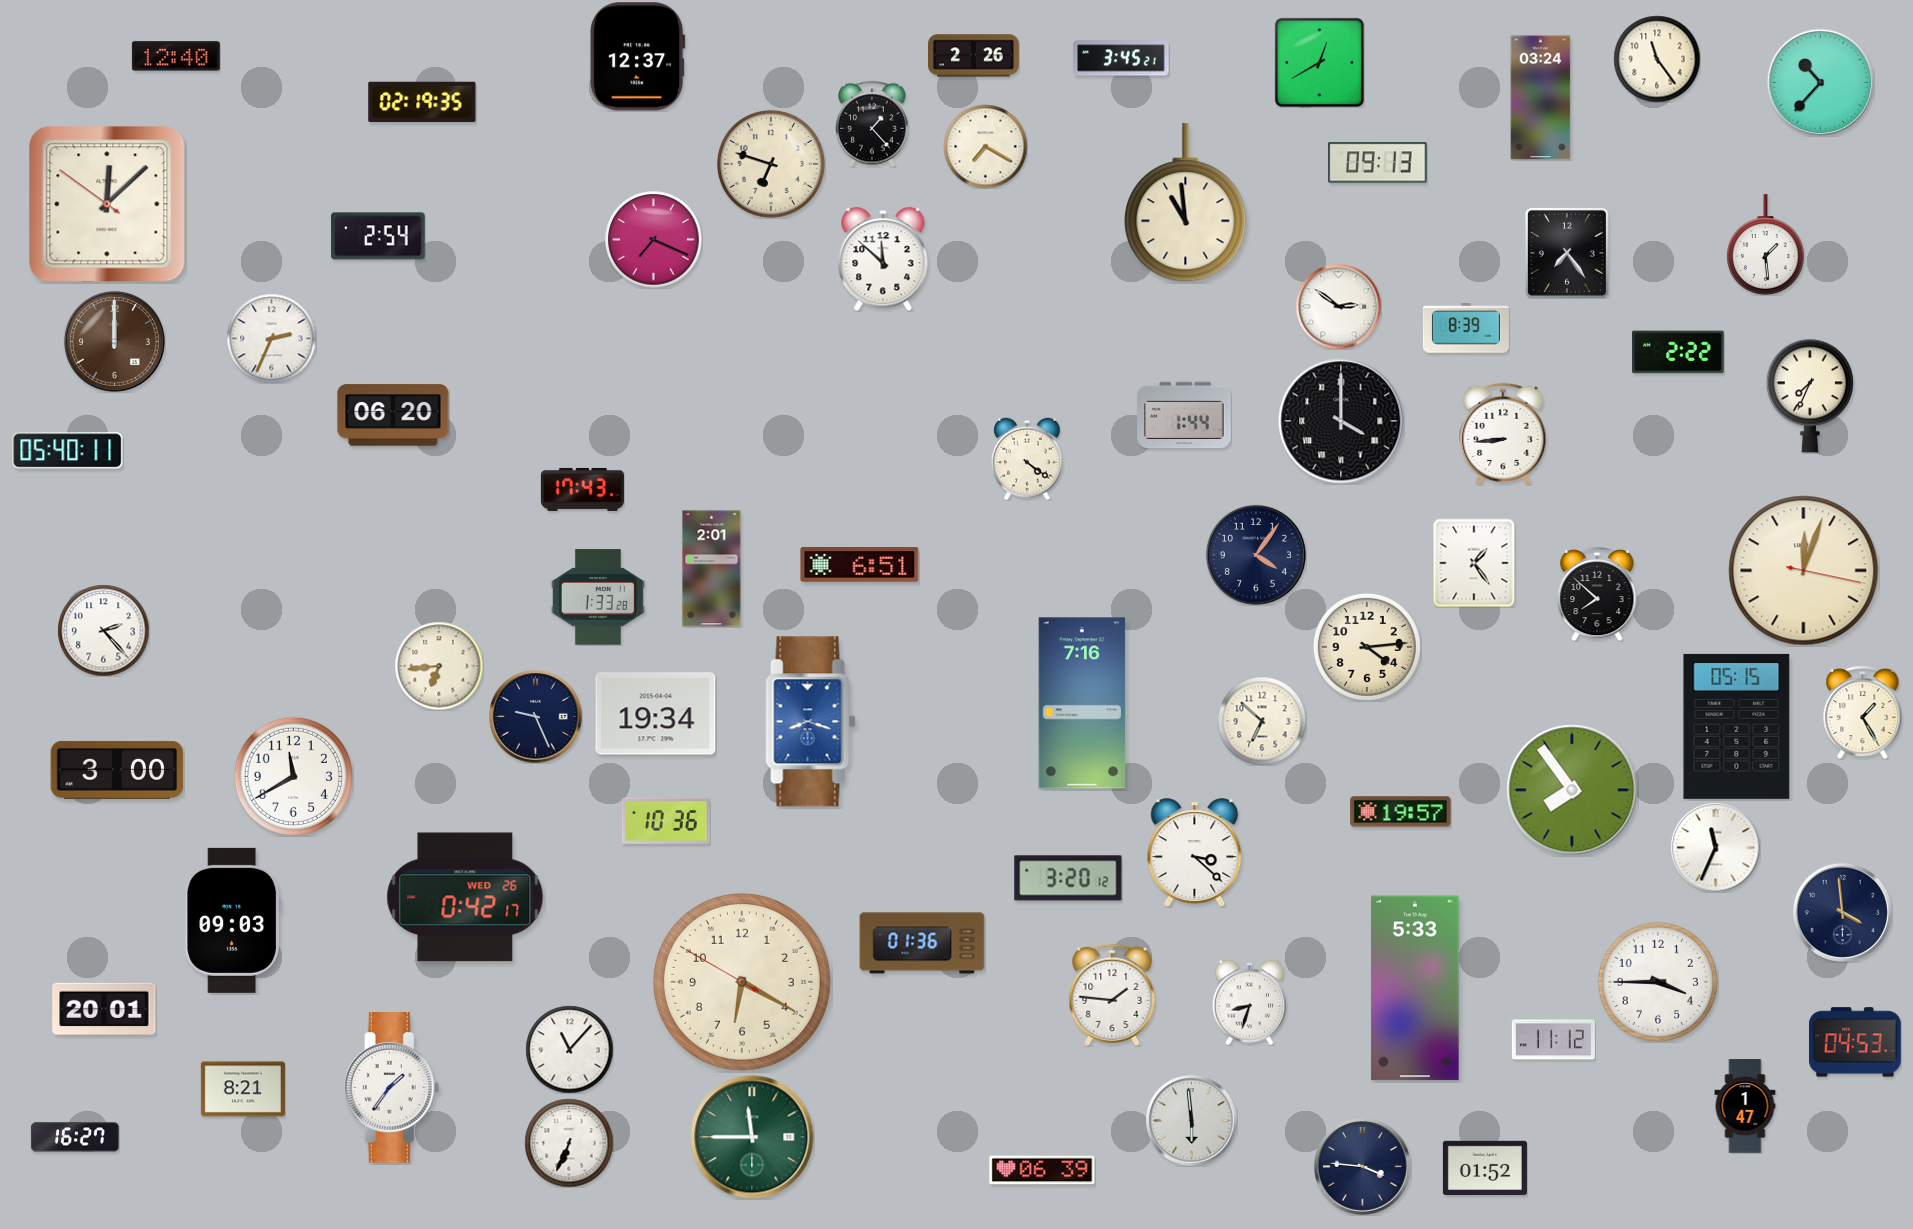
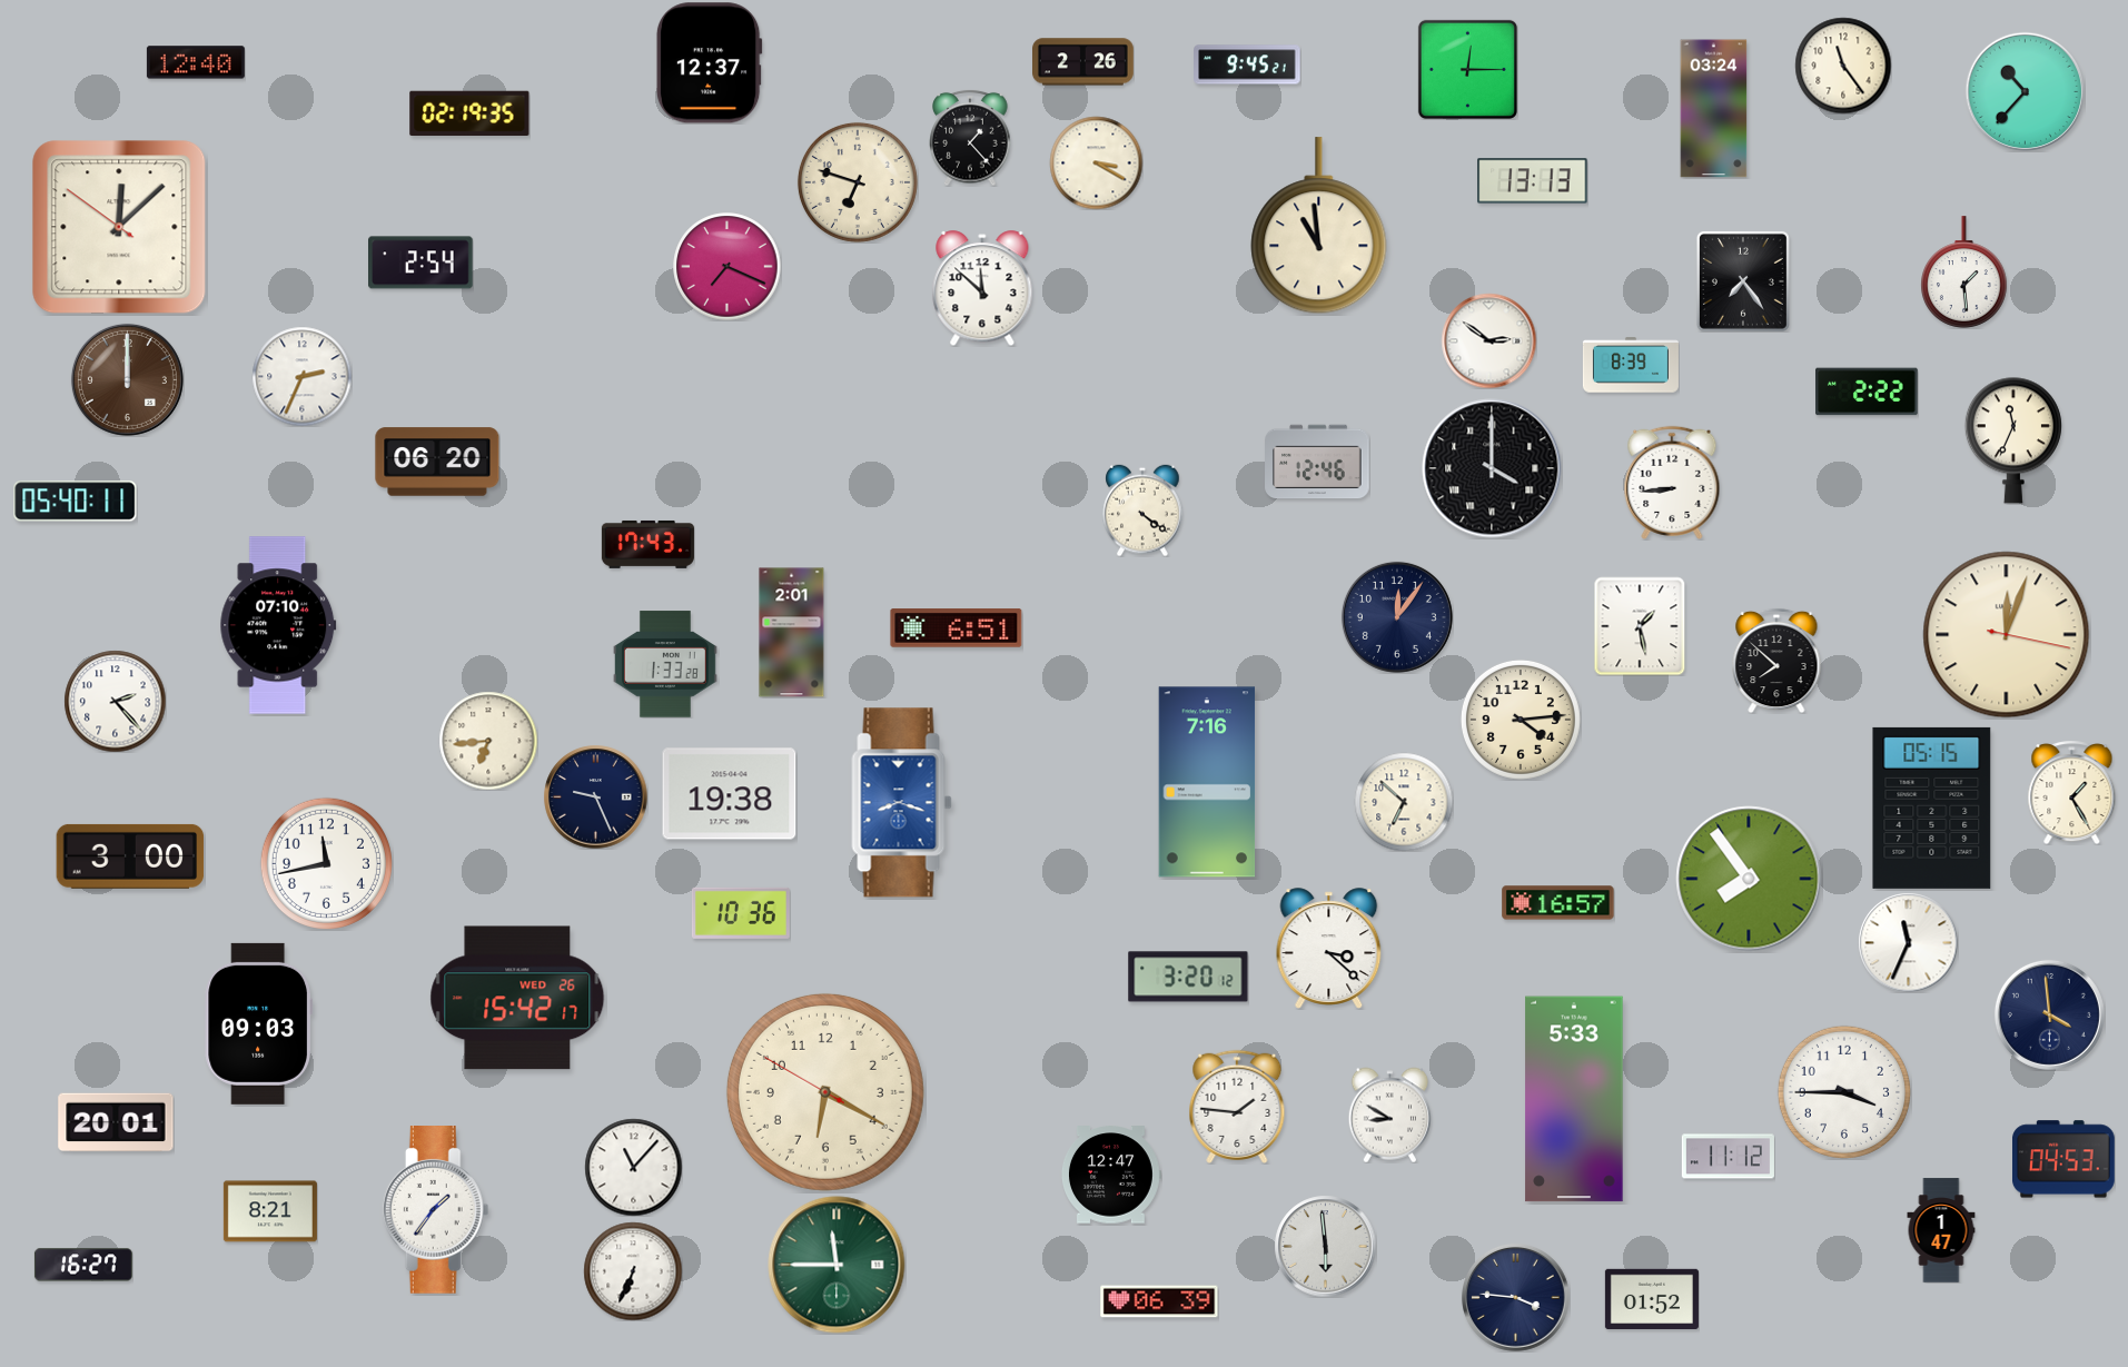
clock at (1121, 58): 3:45 -> 9:45
clock at (1319, 62): 12:40 -> 12:15
clock at (985, 146): 7:20 -> 3:20
clock at (1378, 163): 09:13 -> 13:13
clock at (1810, 396): 7:34 -> 11:34
clock at (1184, 415): 1:44 -> 12:46
clock at (1256, 555): 4:06 -> 12:06
clock at (278, 625): none -> 07:10
clock at (1474, 563): 1:24 -> 1:28
clock at (1082, 703) position: (1082, 703) -> (1207, 782)
clock at (656, 714): 19:34 -> 19:38
clock at (293, 776): 11:40 -> 11:43
clock at (1401, 812): 19:57 -> 16:57
clock at (465, 897): 0:42 -> 15:42
clock at (922, 943): 01:36 -> none
clock at (1249, 1002): 8:33 -> 8:50
clock at (1111, 1175): none -> 12:47
